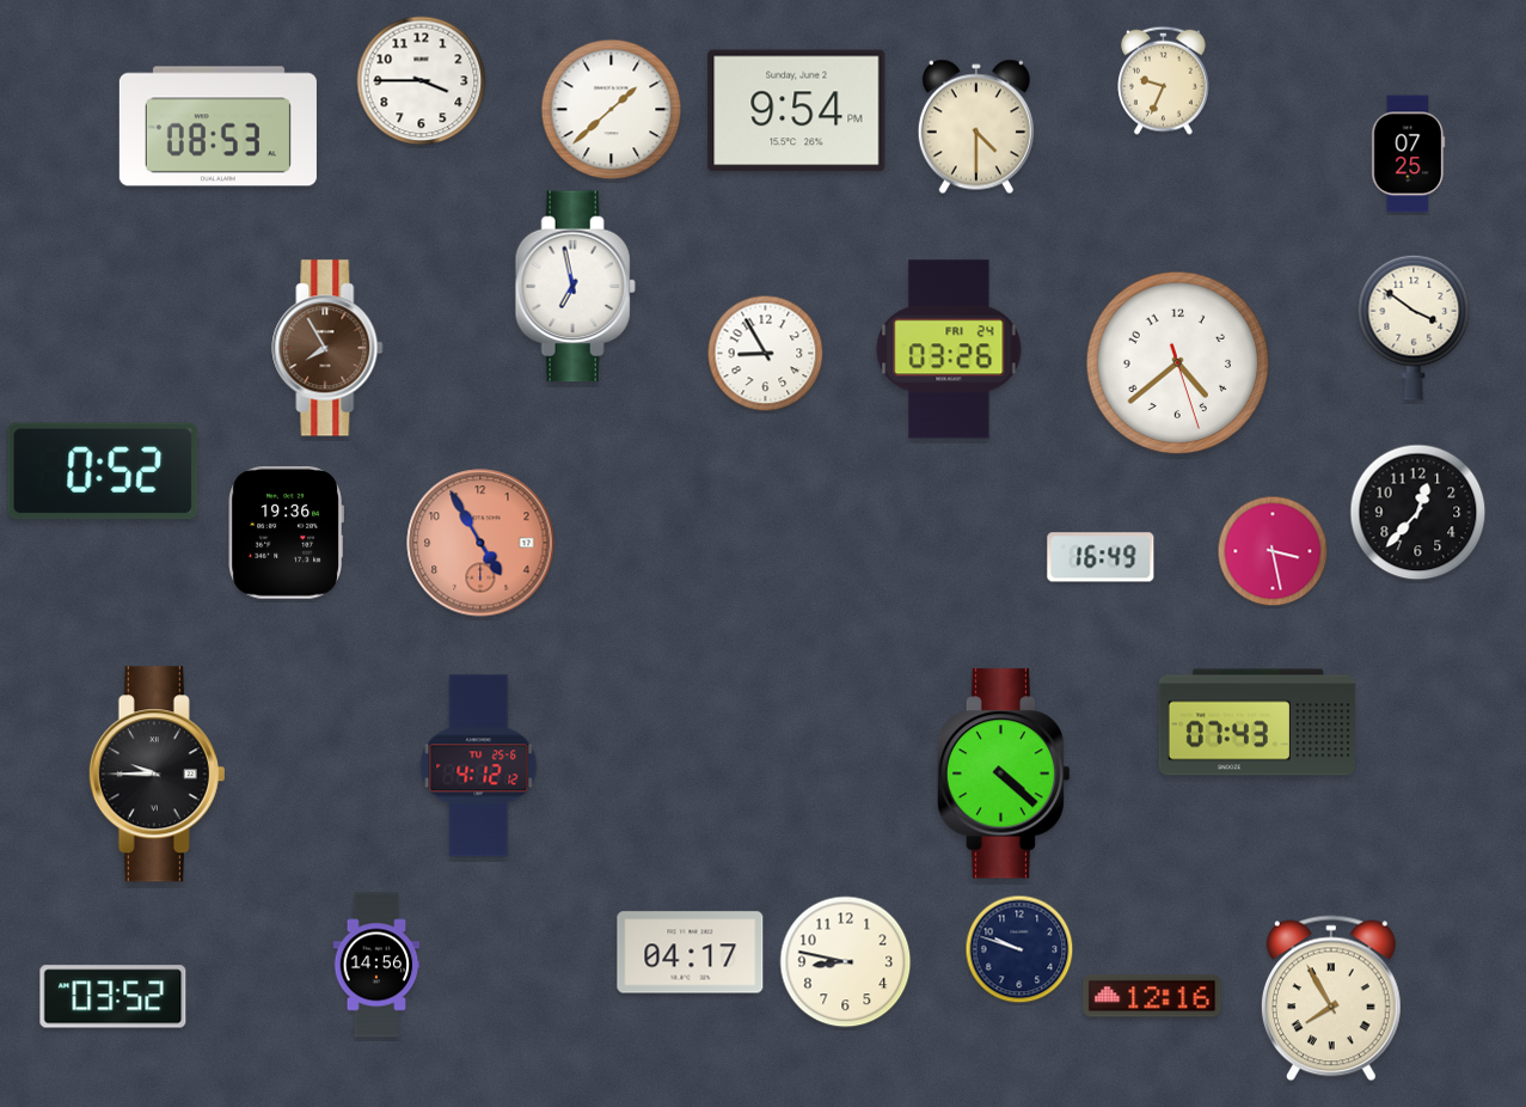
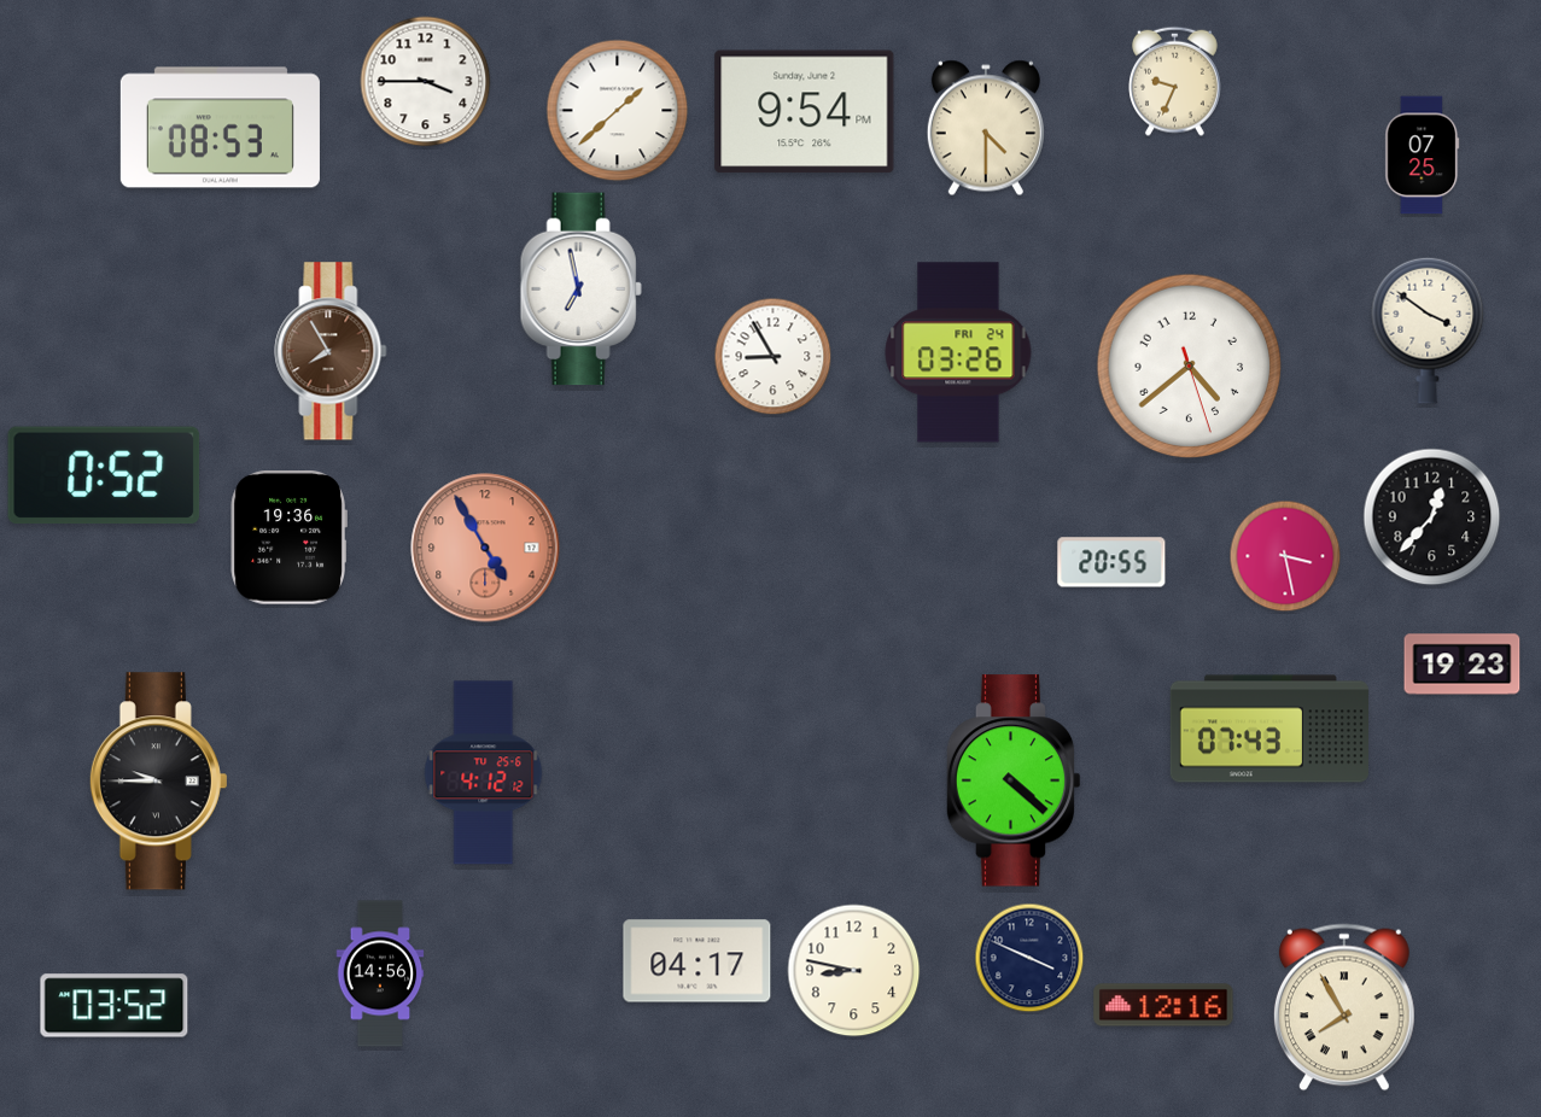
clock at (1101, 557): 16:49 -> 20:55
clock at (1463, 665): none -> 19:23
clock at (1019, 949): 9:48 -> 3:49
